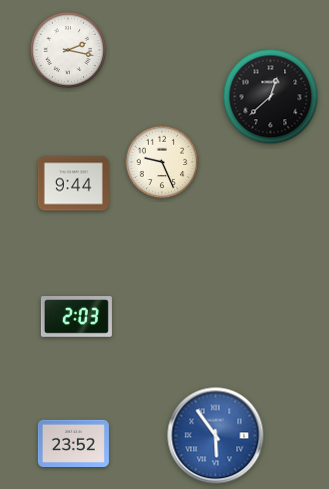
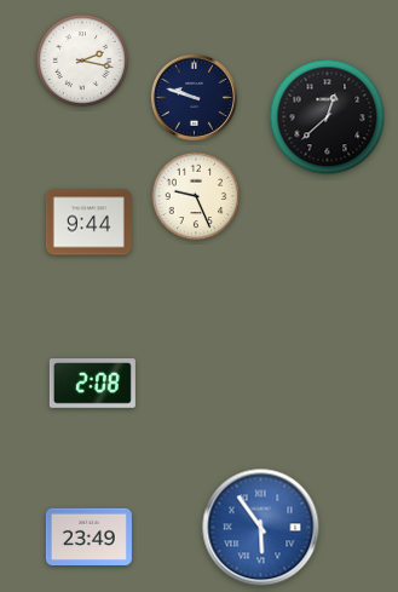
clock at (194, 97): none -> 9:48
clock at (76, 317): 2:03 -> 2:08
clock at (73, 443): 23:52 -> 23:49
